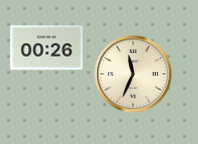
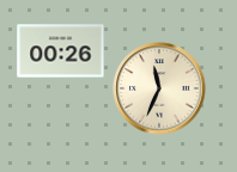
clock at (47, 48) position: (47, 48) -> (61, 51)
